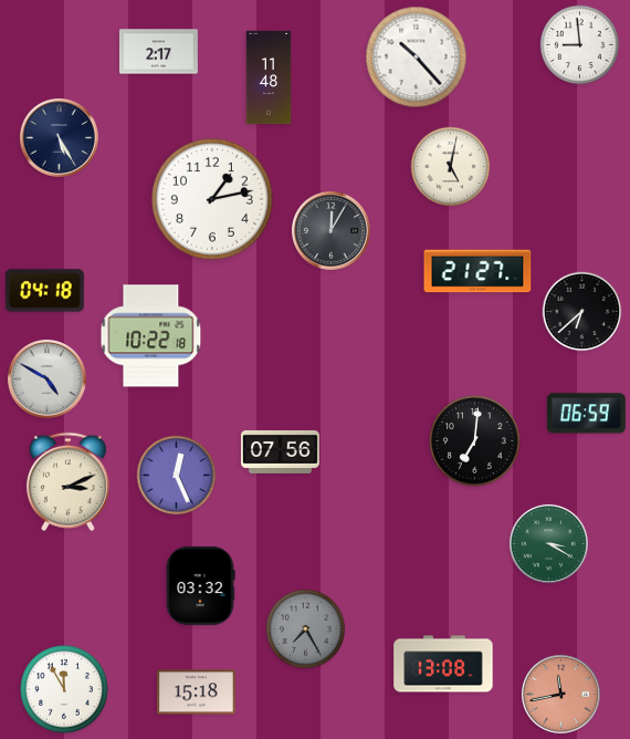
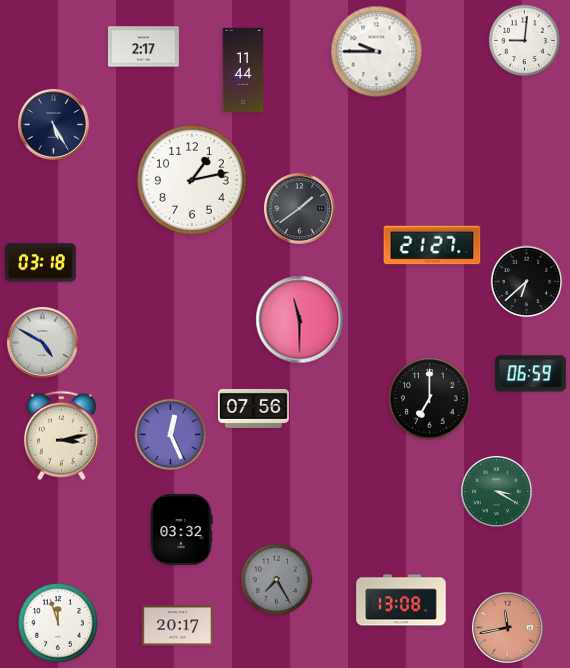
clock at (580, 45): 8:59 -> 9:01
clock at (417, 58): 10:23 -> 9:45
clock at (269, 77): 11:48 -> 11:44
clock at (451, 167): 5:02 -> none
clock at (330, 230): 12:05 -> 1:39
clock at (44, 291): 04:18 -> 03:18
clock at (151, 336): 10:22 -> none
clock at (300, 320): none -> 11:30
clock at (475, 441): 7:01 -> 7:00
clock at (177, 476) position: (177, 476) -> (171, 435)
clock at (67, 482): 3:11 -> 3:13
clock at (306, 629) position: (306, 629) -> (277, 580)
clock at (65, 690): 11:55 -> 11:57
clock at (196, 693): 15:18 -> 20:17
